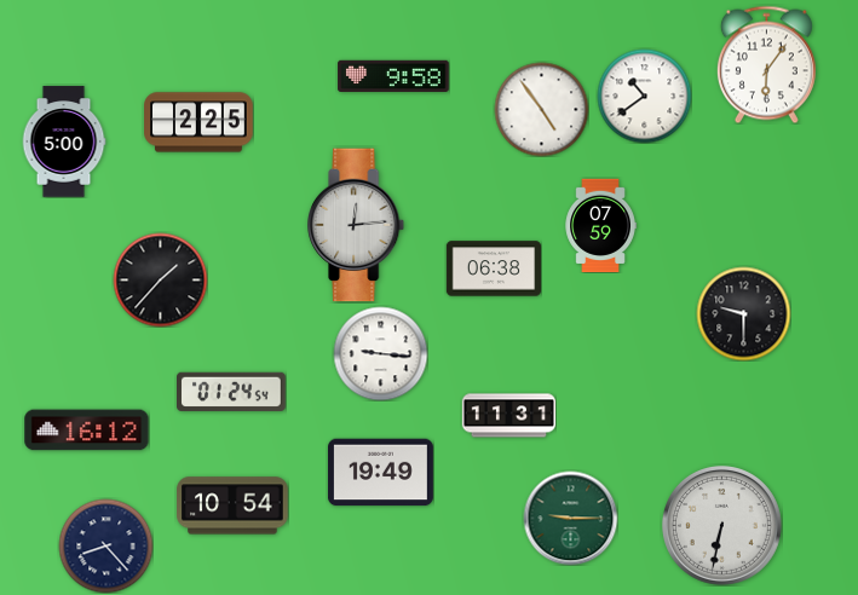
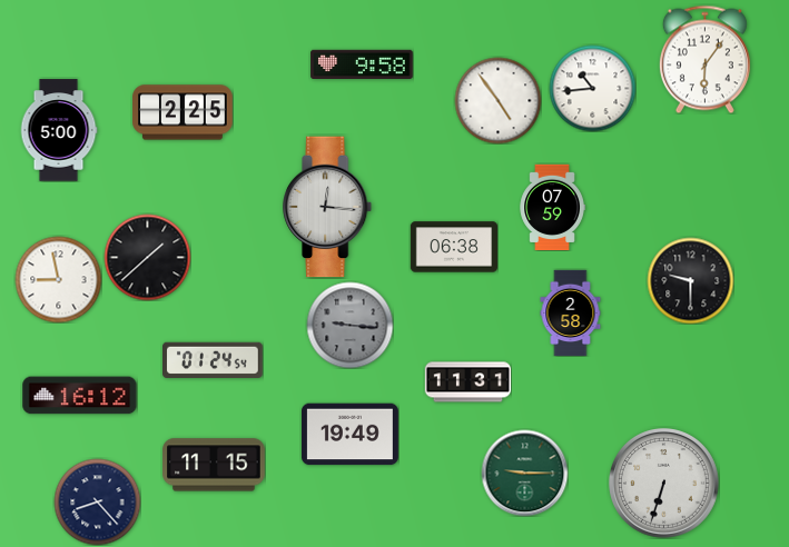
clock at (393, 75) position: (393, 75) -> (362, 63)
clock at (644, 96): 10:39 -> 10:44
clock at (357, 225): 12:14 -> 12:16
clock at (160, 279): 1:37 -> 1:38
clock at (58, 279): none -> 8:58
clock at (743, 313) position: (743, 313) -> (690, 280)
clock at (571, 312): none -> 2:58
clock at (380, 353) dial: white -> grey
clock at (232, 506): 10:54 -> 11:15
clock at (570, 518) position: (570, 518) -> (524, 473)
clock at (722, 526): 6:32 -> 6:33
